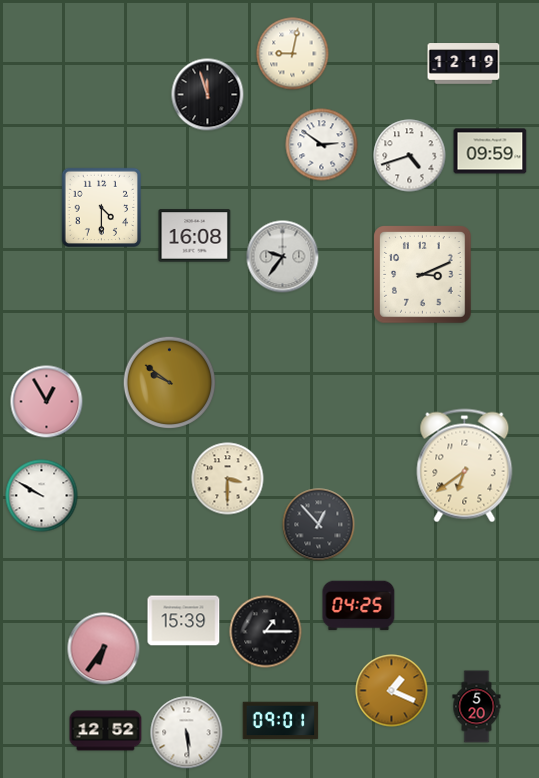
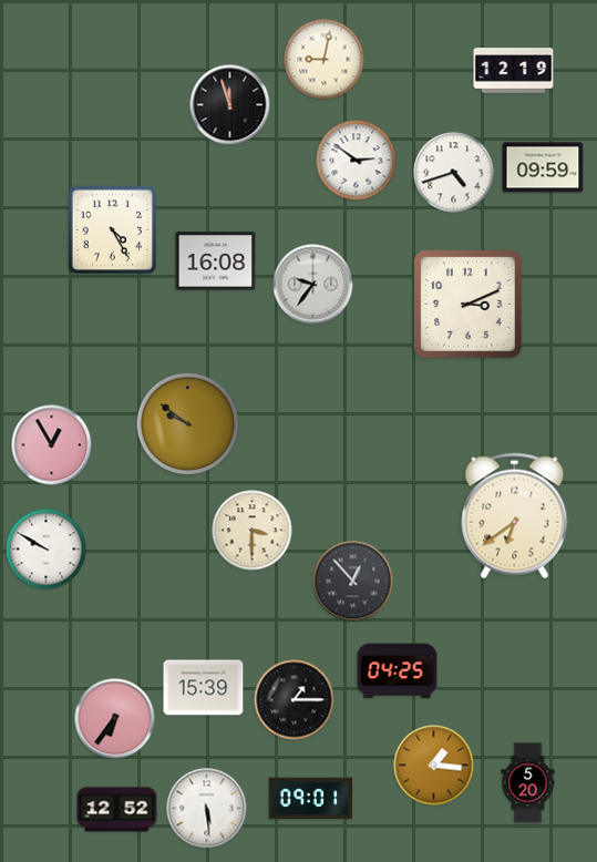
clock at (102, 208): 4:30 -> 4:25
clock at (392, 691): 1:19 -> 1:16
clock at (187, 733) position: (187, 733) -> (207, 809)
